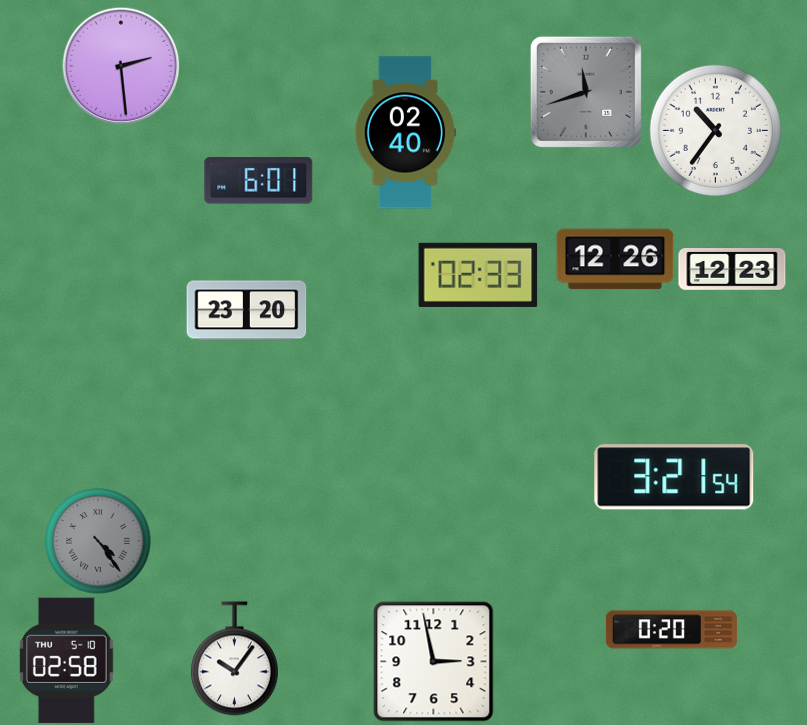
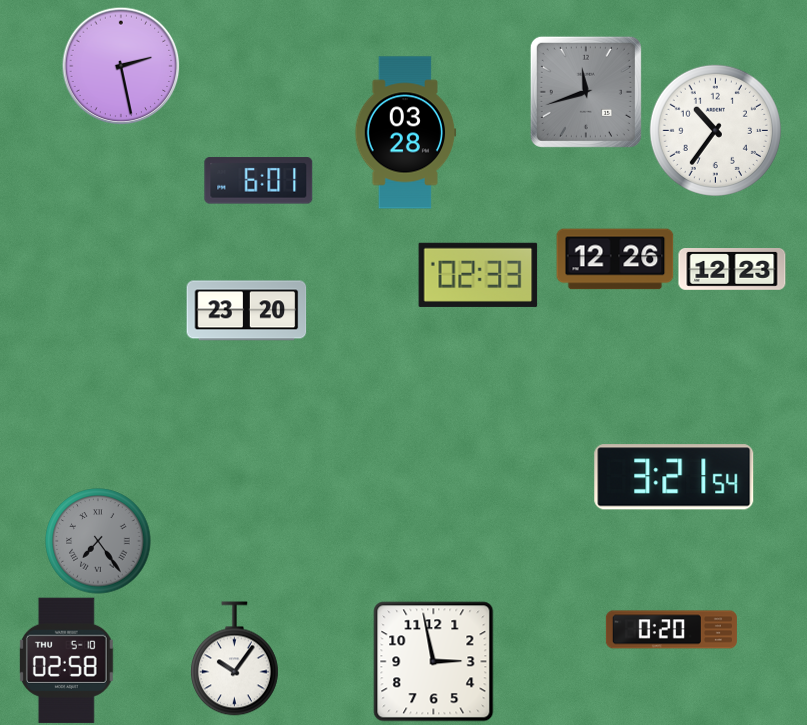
clock at (121, 66): 2:29 -> 2:28
clock at (406, 133): 02:40 -> 03:28
clock at (98, 541): 4:24 -> 7:24
